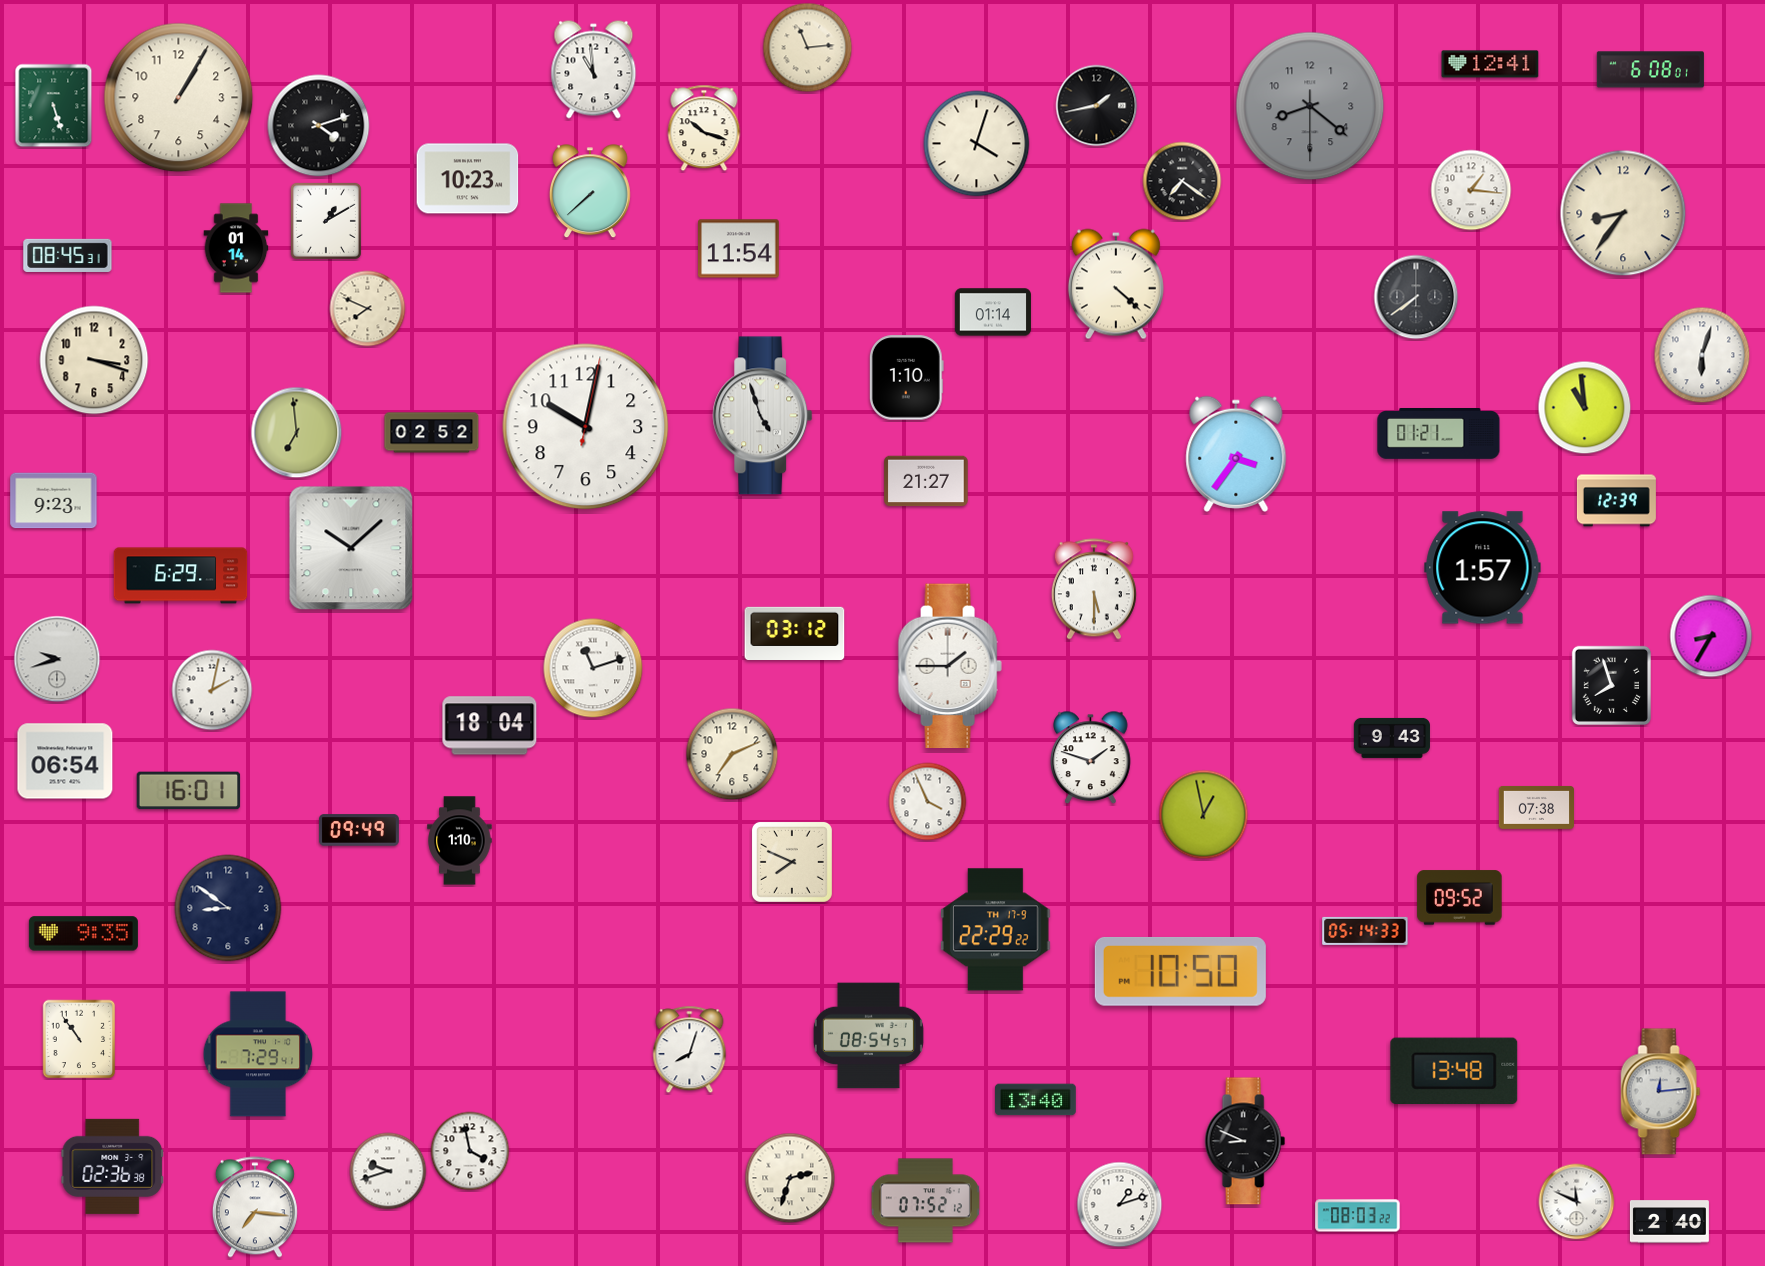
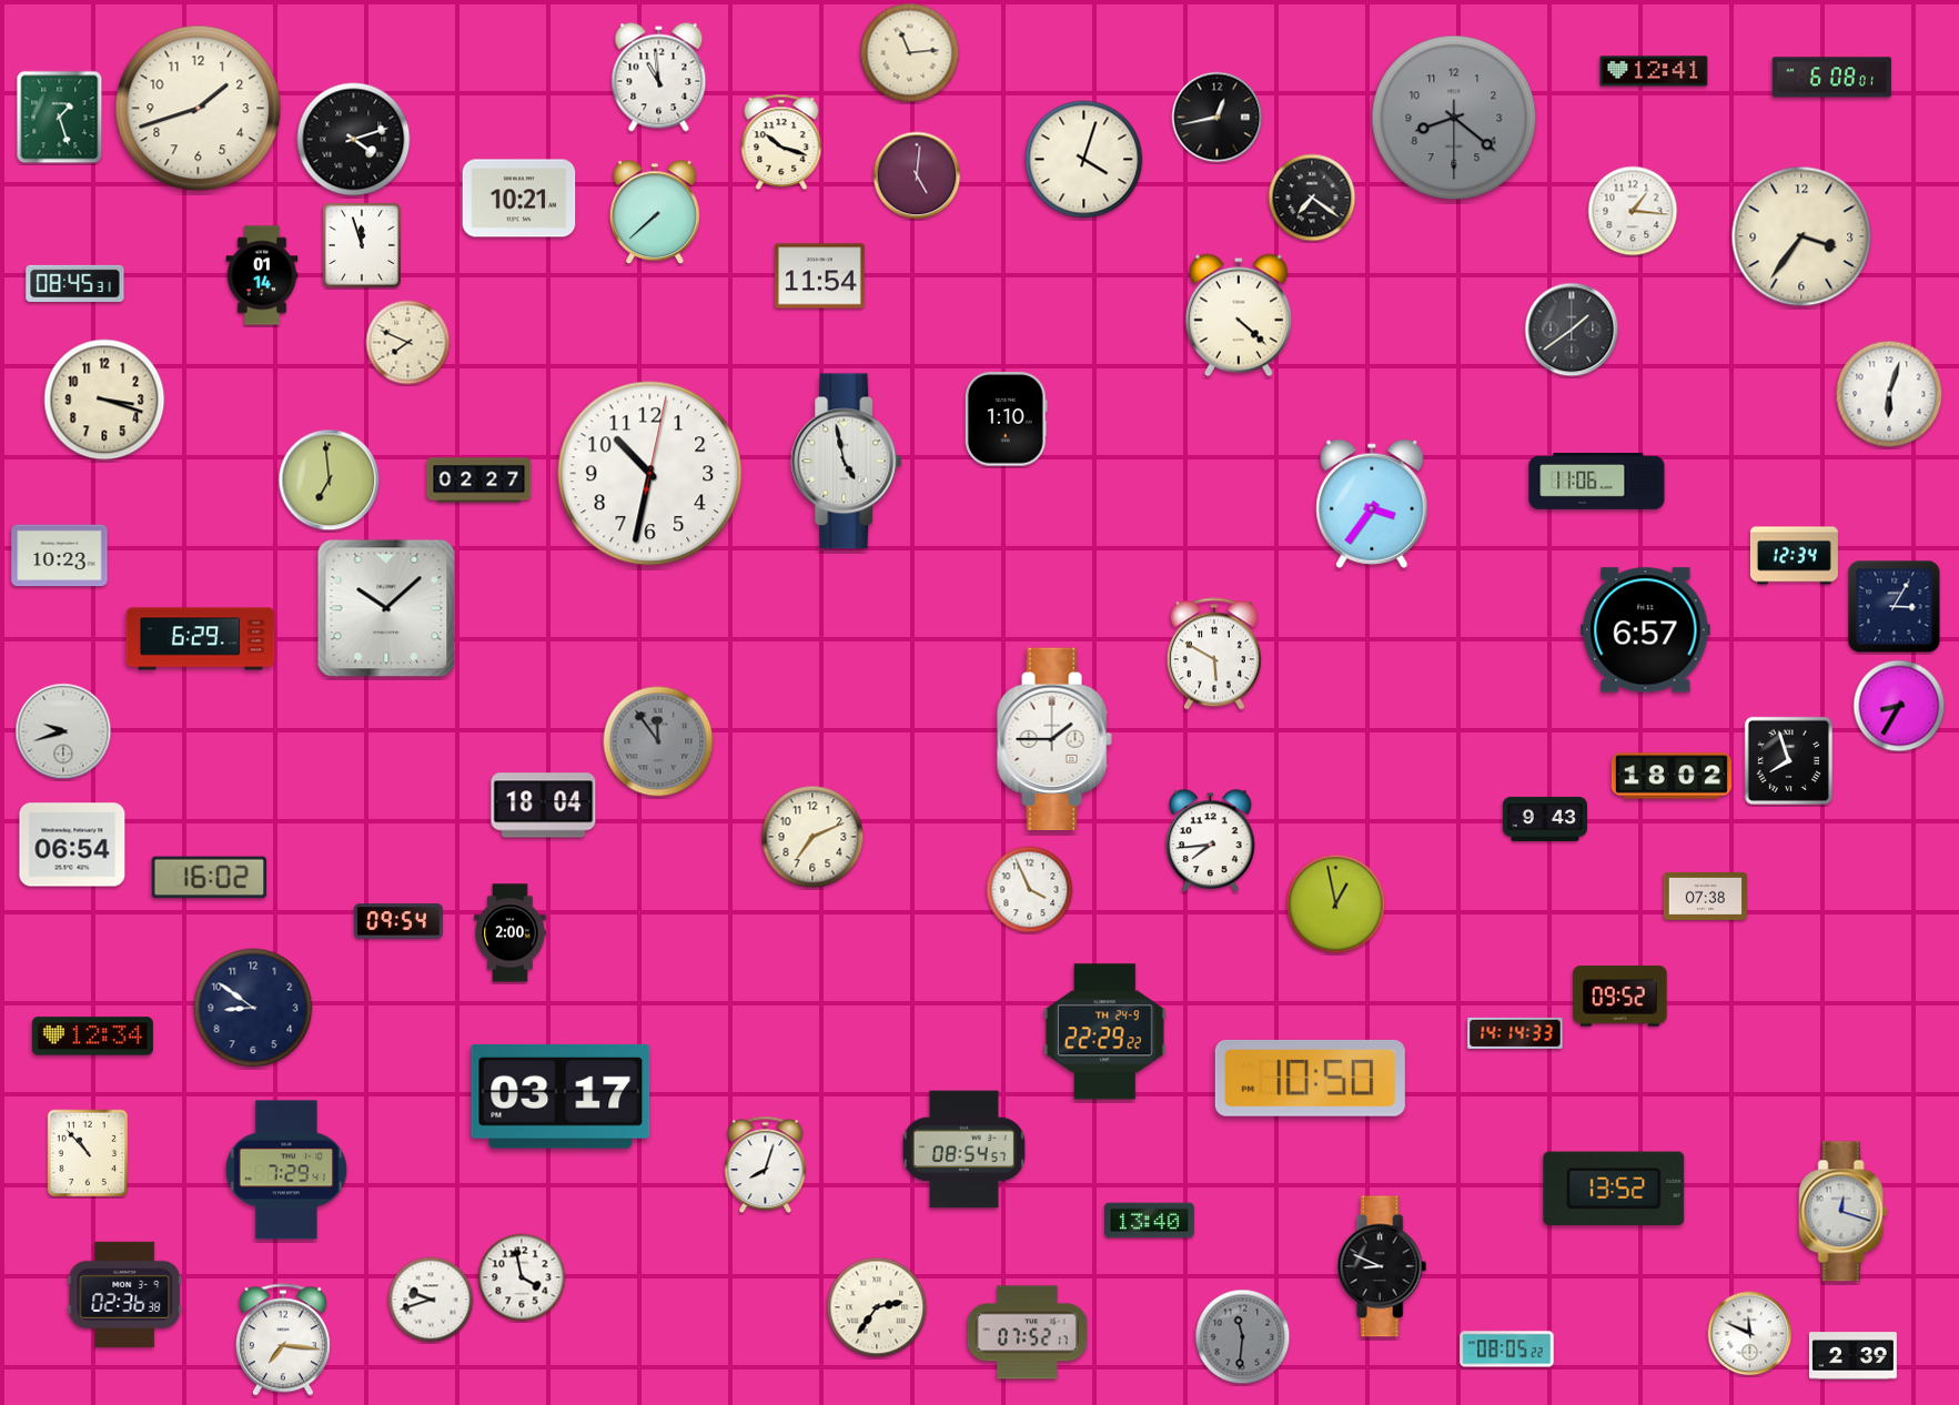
clock at (808, 48) position: (808, 48) -> (910, 53)
clock at (179, 98): 1:05 -> 1:42
clock at (54, 106): 5:27 -> 1:27
clock at (1097, 106): 1:43 -> 12:43
clock at (917, 175): none -> 5:01
clock at (468, 179): 10:23 -> 10:21
clock at (1182, 181) position: (1182, 181) -> (1312, 198)
clock at (1623, 213): 8:36 -> 3:36
clock at (326, 221): 1:10 -> 11:57
clock at (1416, 297): 7:39 -> 1:39
clock at (993, 312): 01:14 -> none
clock at (1585, 408): 10:59 -> none
clock at (763, 416): 4:57 -> 4:58
clock at (586, 427): 10:02 -> 10:32
clock at (432, 433): 02:52 -> 02:27
clock at (1439, 434): 01:21 -> 11:06
clock at (926, 481): 21:27 -> none
clock at (54, 501): 9:23 -> 10:23
clock at (1616, 501): 12:39 -> 12:34
clock at (1895, 607): none -> 3:05
clock at (351, 548) position: (351, 548) -> (386, 608)
clock at (1483, 568): 1:57 -> 6:57
clock at (1094, 589): 5:30 -> 5:50
clock at (795, 633): 03:12 -> none
clock at (593, 668): 11:12 -> 11:54
clock at (593, 668) dial: white -> grey
clock at (212, 690): 2:02 -> none
clock at (1672, 776): none -> 18:02
clock at (1091, 758): 1:48 -> 7:44
clock at (189, 791): 16:01 -> 16:02
clock at (359, 830): 09:49 -> 09:54
clock at (460, 841): 1:10 -> 2:00
clock at (792, 862): 7:49 -> none
clock at (996, 930) date: TH 17-9 -> TH 24-9
clock at (1365, 931): 05:14 -> 14:14
clock at (83, 934): 9:35 -> 12:34
clock at (561, 1096): none -> 03:17
clock at (79, 1039): 10:54 -> 10:53
clock at (1454, 1071): 13:48 -> 13:52
clock at (1661, 1092): 12:14 -> 12:18
clock at (790, 1178): 2:33 -> 2:36
clock at (925, 1201): 07:52:12 -> 07:52:17
clock at (1120, 1205): 1:12 -> 11:31
clock at (1120, 1205) dial: white -> grey
clock at (1358, 1216): 08:03 -> 08:05
clock at (1669, 1222): 2:40 -> 2:39
